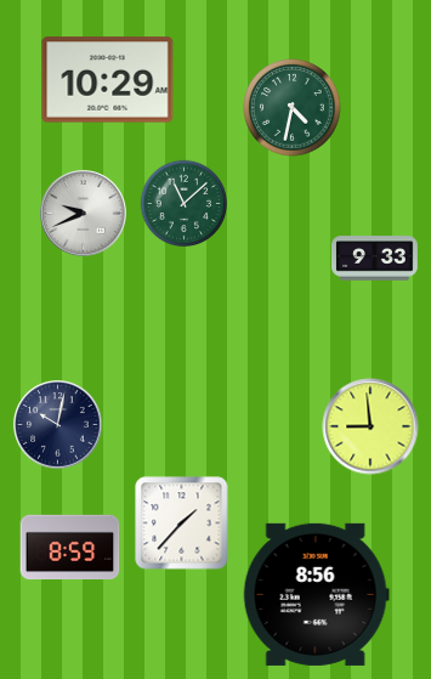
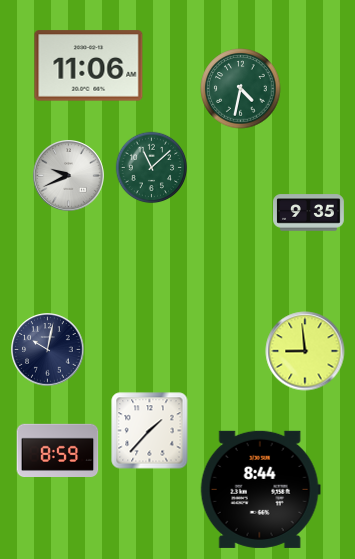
clock at (108, 80): 10:29 -> 11:06
clock at (375, 259): 9:33 -> 9:35
clock at (316, 594): 8:56 -> 8:44
